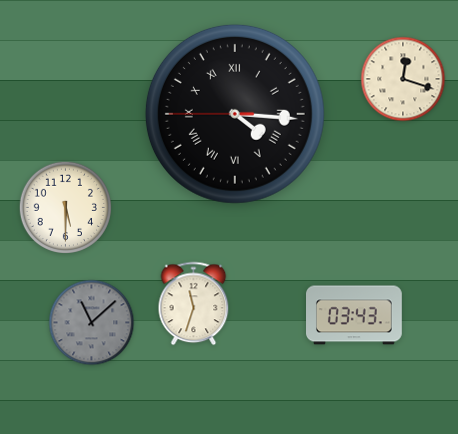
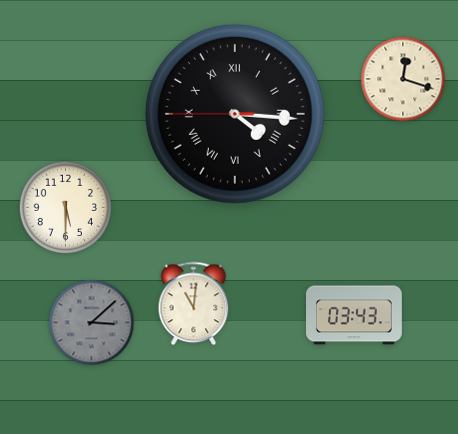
clock at (194, 304): 11:33 -> 11:01
clock at (92, 323): 11:08 -> 3:08
